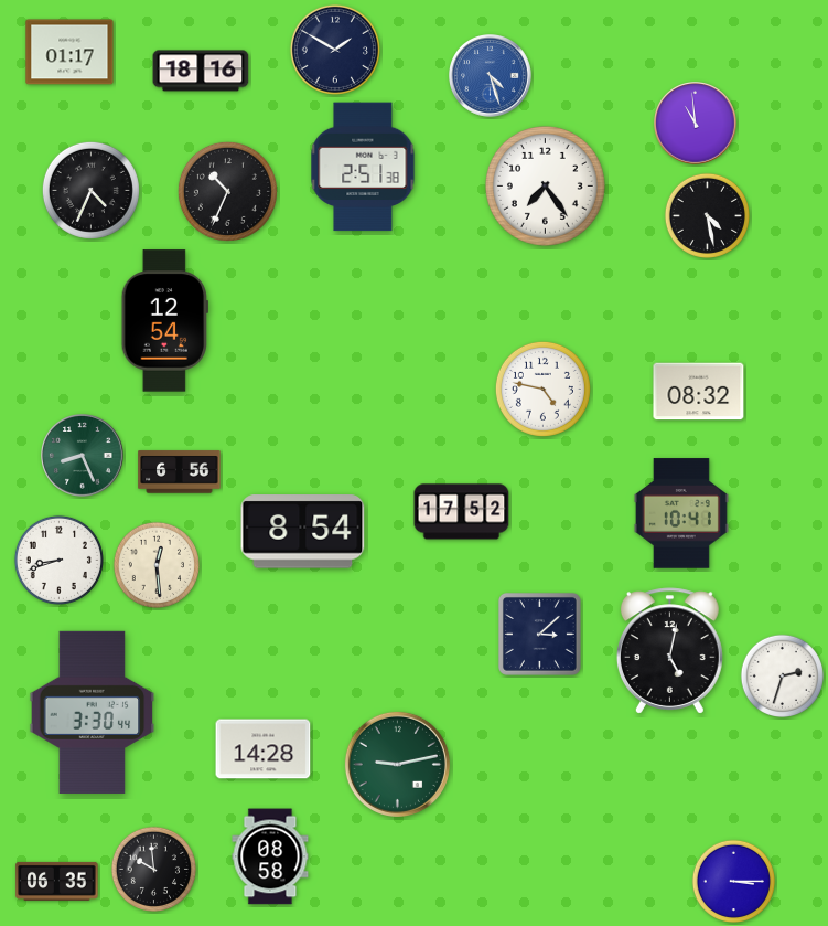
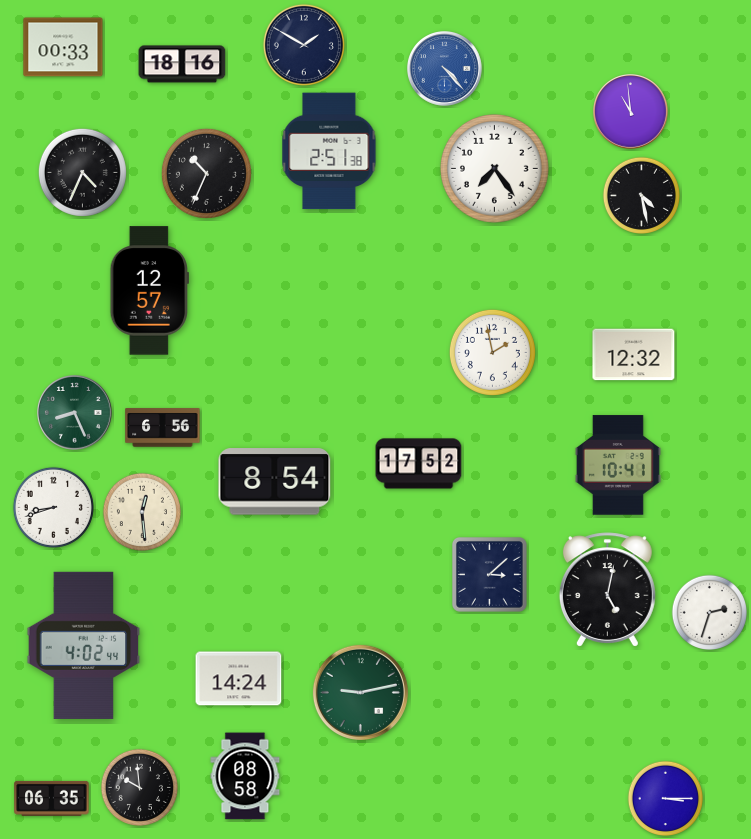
clock at (69, 52): 01:17 -> 00:33
clock at (491, 76): 4:27 -> 4:23
clock at (164, 321): 12:54 -> 12:57
clock at (542, 389): 4:47 -> 1:58
clock at (699, 392): 08:32 -> 12:32
clock at (93, 712): 3:30 -> 4:02
clock at (264, 749): 14:28 -> 14:24
